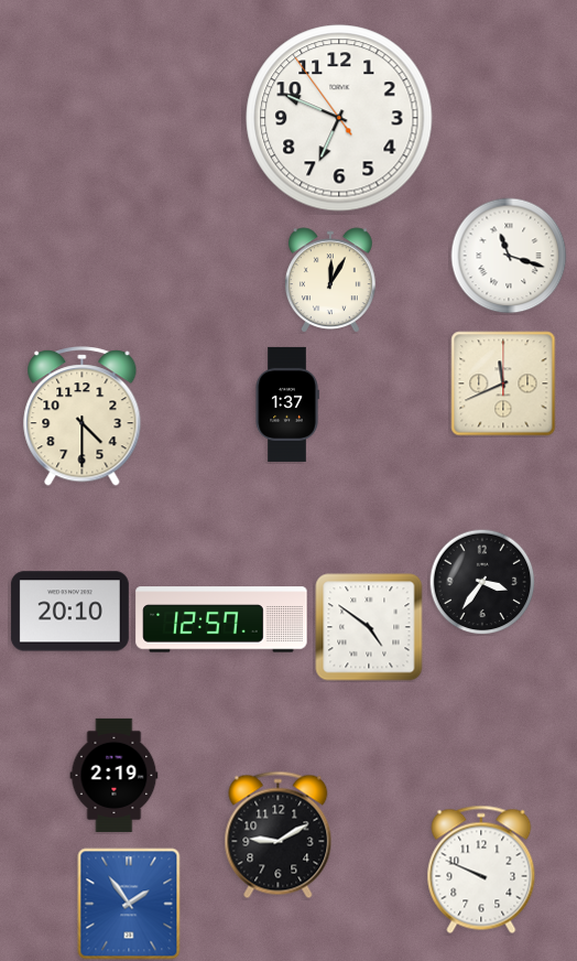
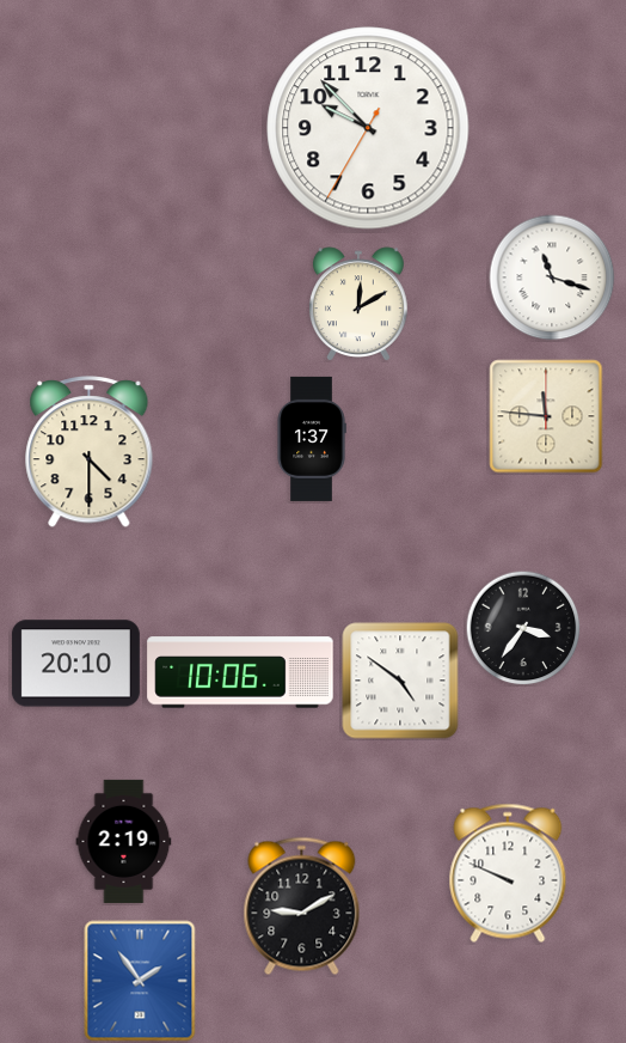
clock at (339, 118): 6:48 -> 9:52
clock at (330, 280): 12:05 -> 12:10
clock at (503, 384): 11:41 -> 11:46
clock at (482, 582) position: (482, 582) -> (523, 628)
clock at (221, 619): 12:57 -> 10:06
clock at (481, 870) position: (481, 870) -> (508, 873)
